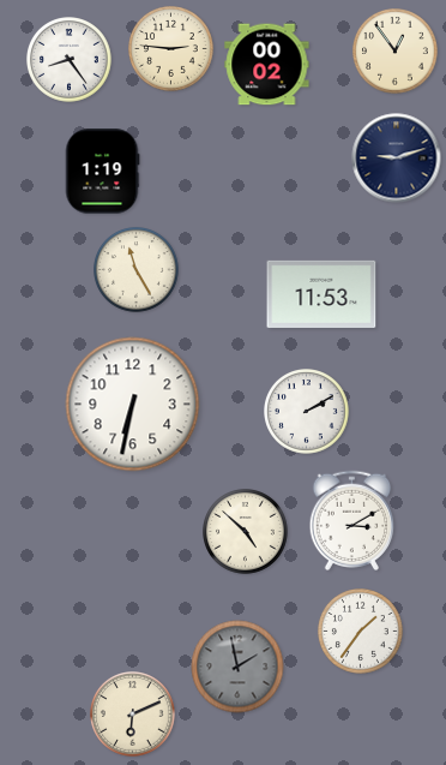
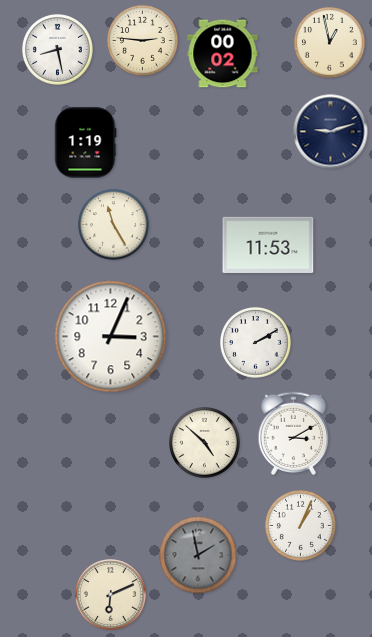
clock at (396, 52): 12:54 -> 12:58
clock at (70, 60): 8:24 -> 8:28
clock at (133, 405): 6:32 -> 3:04
clock at (361, 632): 1:36 -> 1:04
